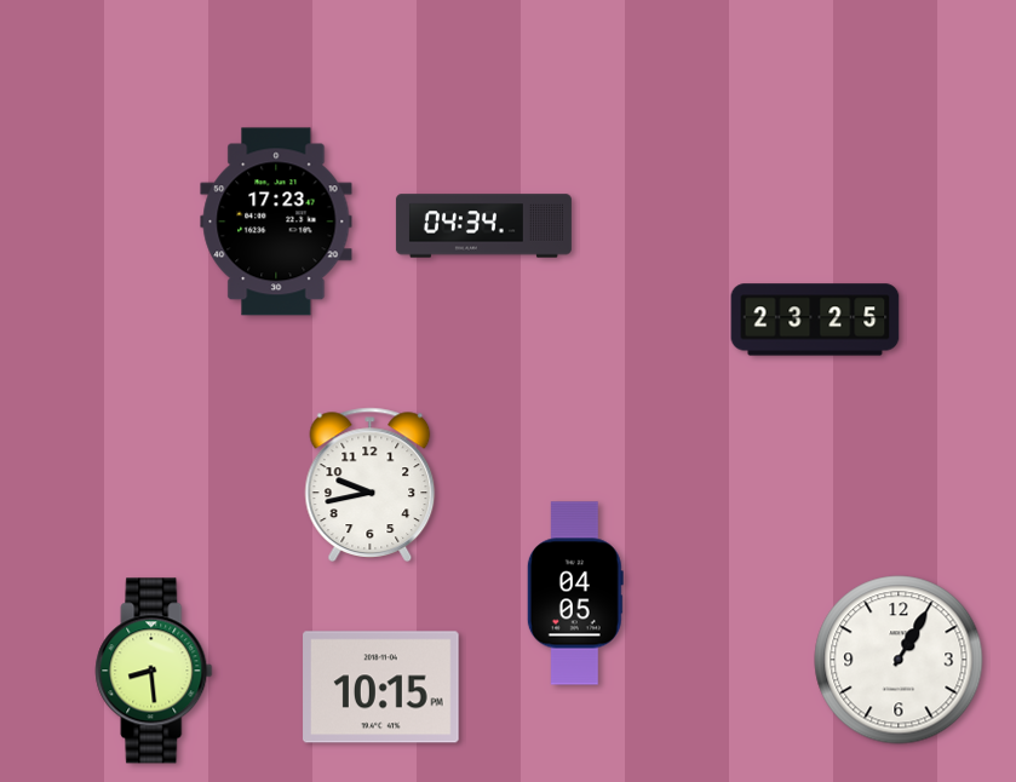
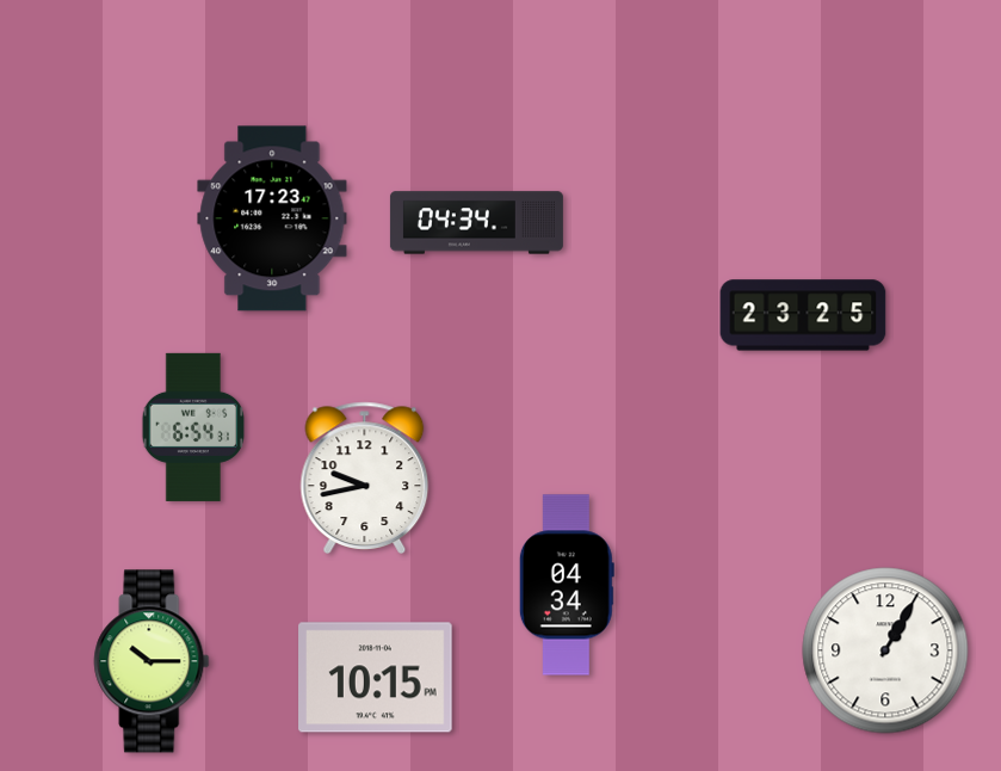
clock at (193, 427): none -> 6:54
clock at (575, 593): 04:05 -> 04:34
clock at (154, 671): 8:29 -> 10:15
